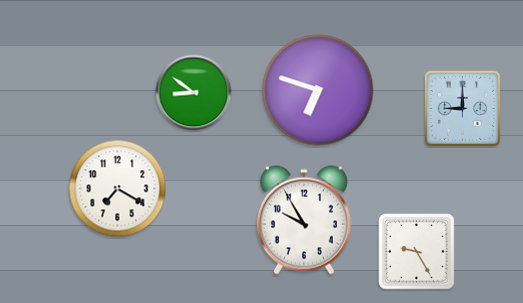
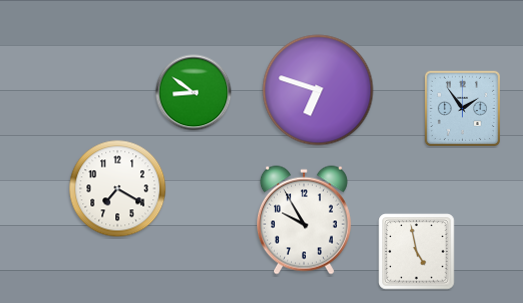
clock at (462, 108): 9:00 -> 1:54
clock at (417, 252): 9:25 -> 4:58
